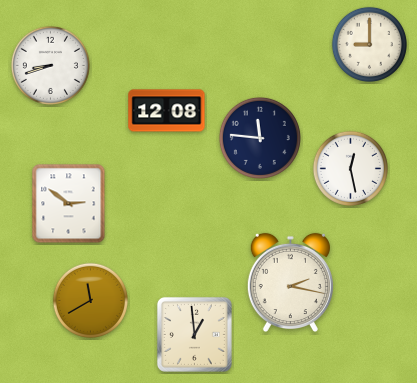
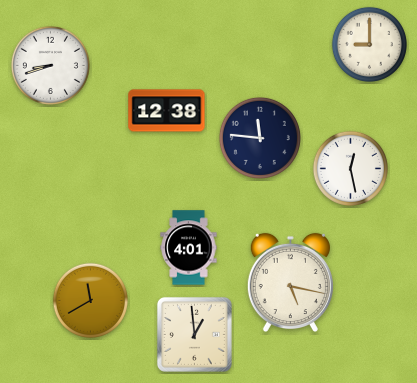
clock at (167, 111): 12:08 -> 12:38
clock at (69, 204): 2:51 -> none
clock at (189, 248): none -> 4:01
clock at (290, 283): 2:17 -> 5:17
